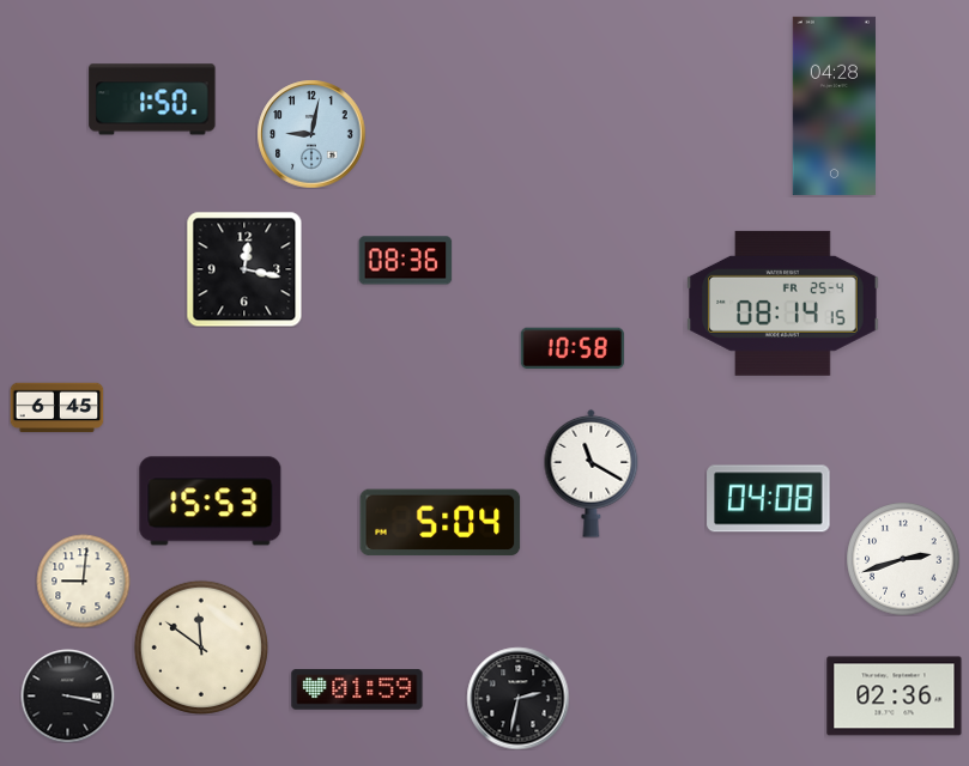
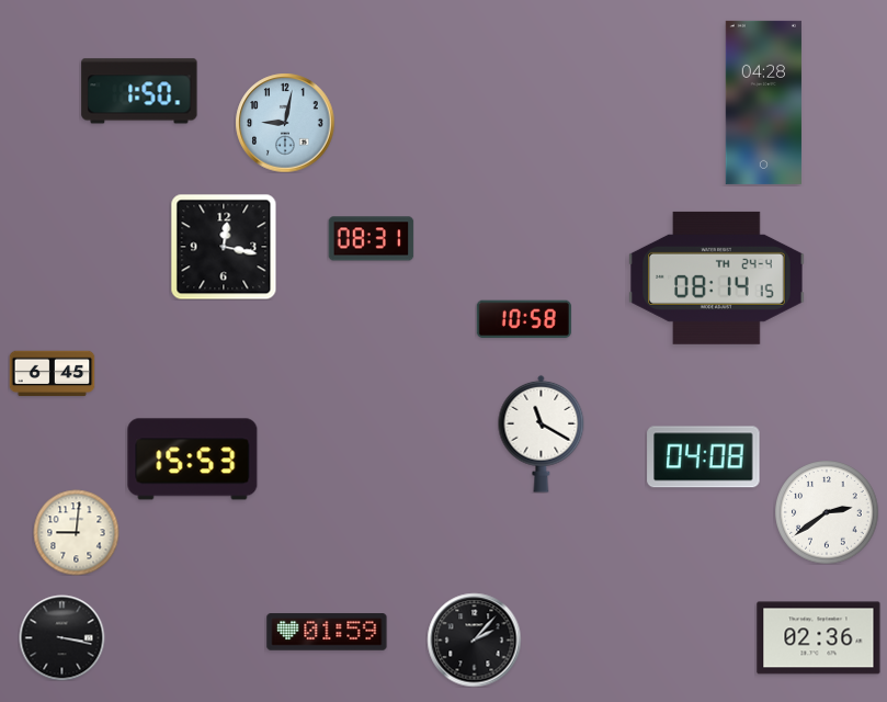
clock at (834, 105) position: (834, 105) -> (763, 102)
clock at (405, 261): 08:36 -> 08:31
clock at (783, 303) date: FR 25-4 -> TH 24-4
clock at (441, 523): 5:04 -> none
clock at (903, 559): 2:42 -> 2:39
clock at (201, 648): 11:51 -> none
clock at (517, 698): 2:32 -> 2:07
